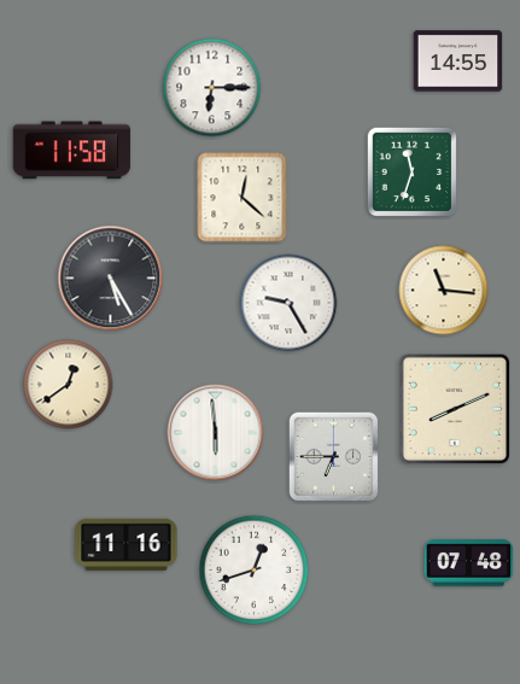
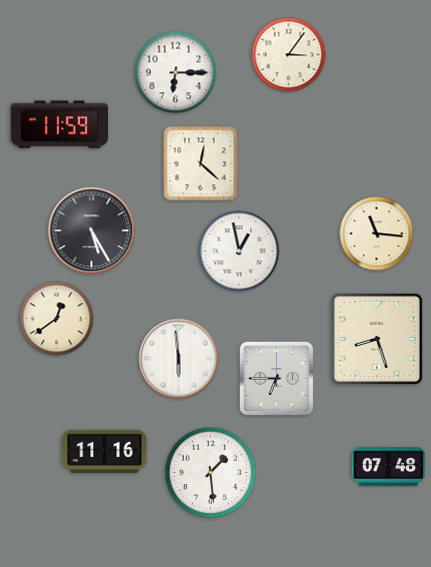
clock at (458, 62): 14:55 -> none
clock at (289, 55): none -> 3:06
clock at (71, 151): 11:58 -> 11:59
clock at (413, 173): 11:33 -> none
clock at (444, 291) position: (444, 291) -> (377, 234)
clock at (288, 303): 9:25 -> 12:58
clock at (454, 408): 8:11 -> 8:27
clock at (255, 571): 12:42 -> 1:29
